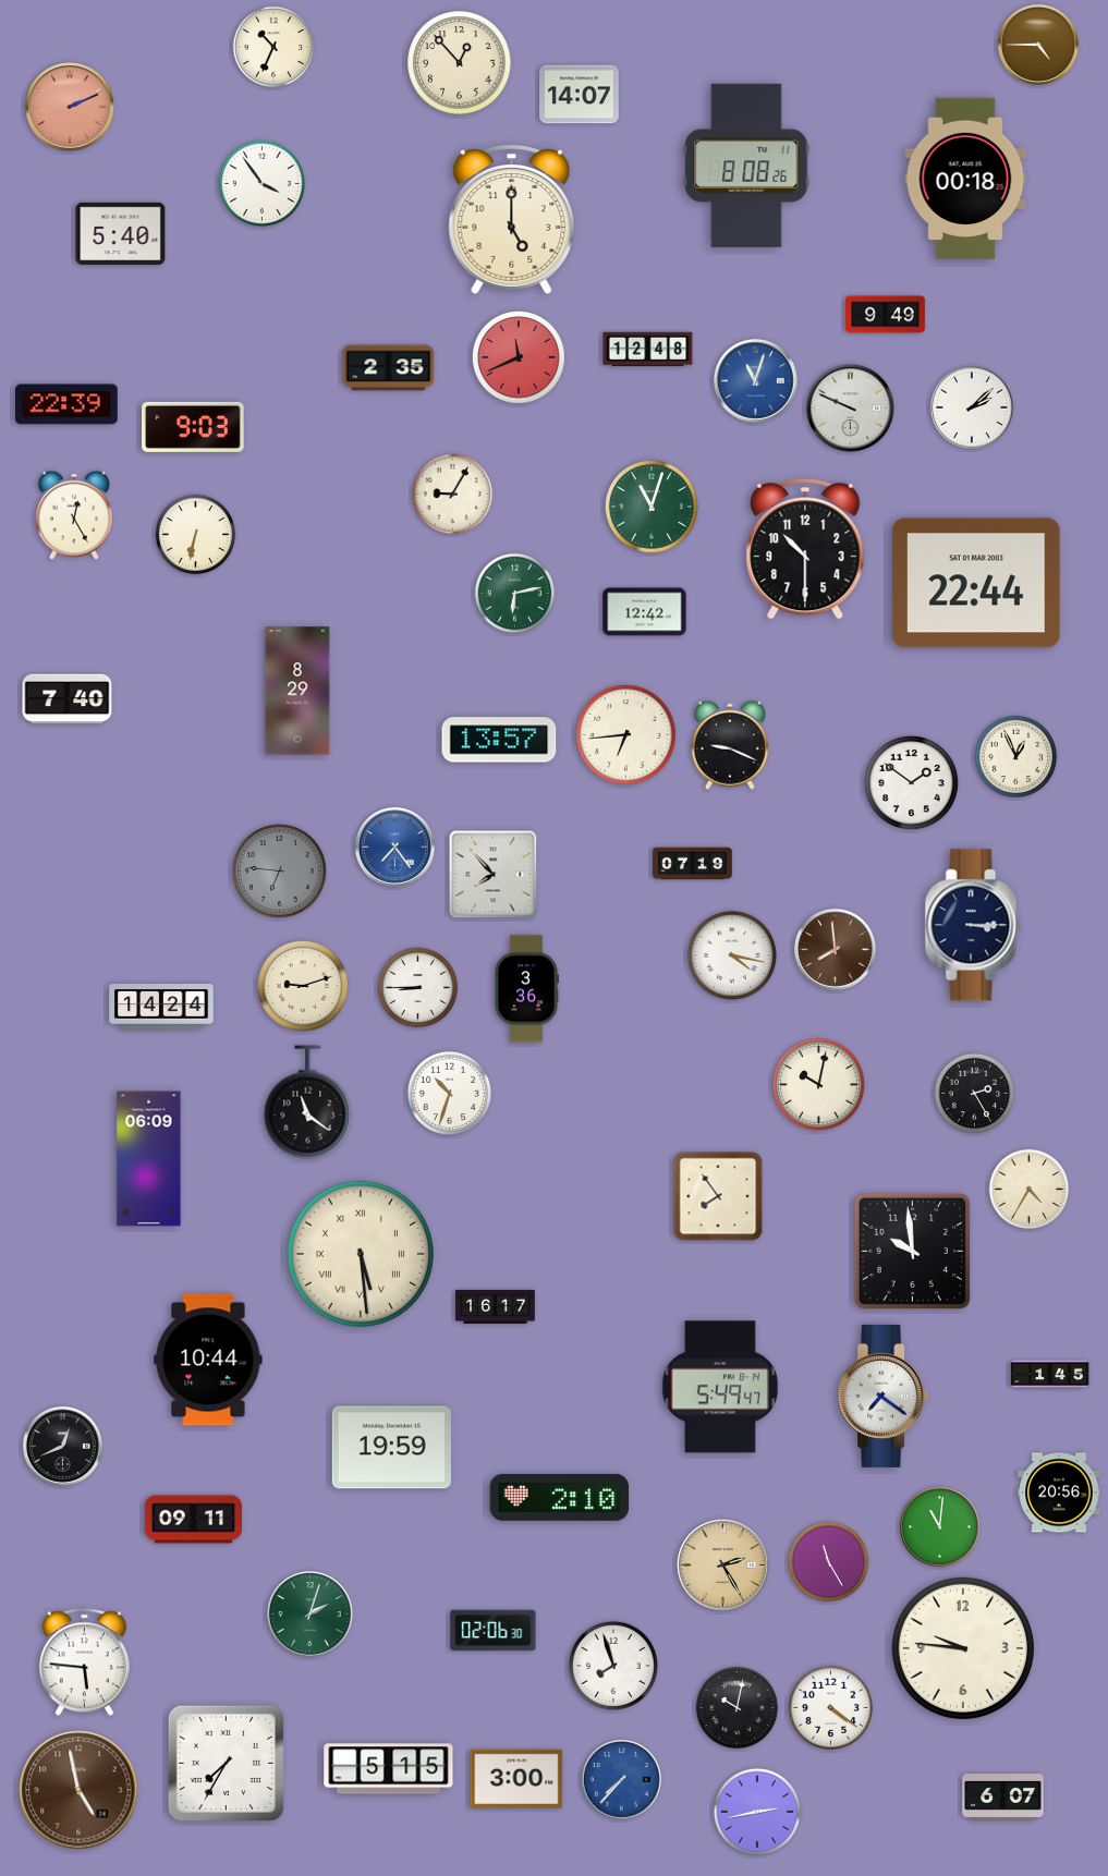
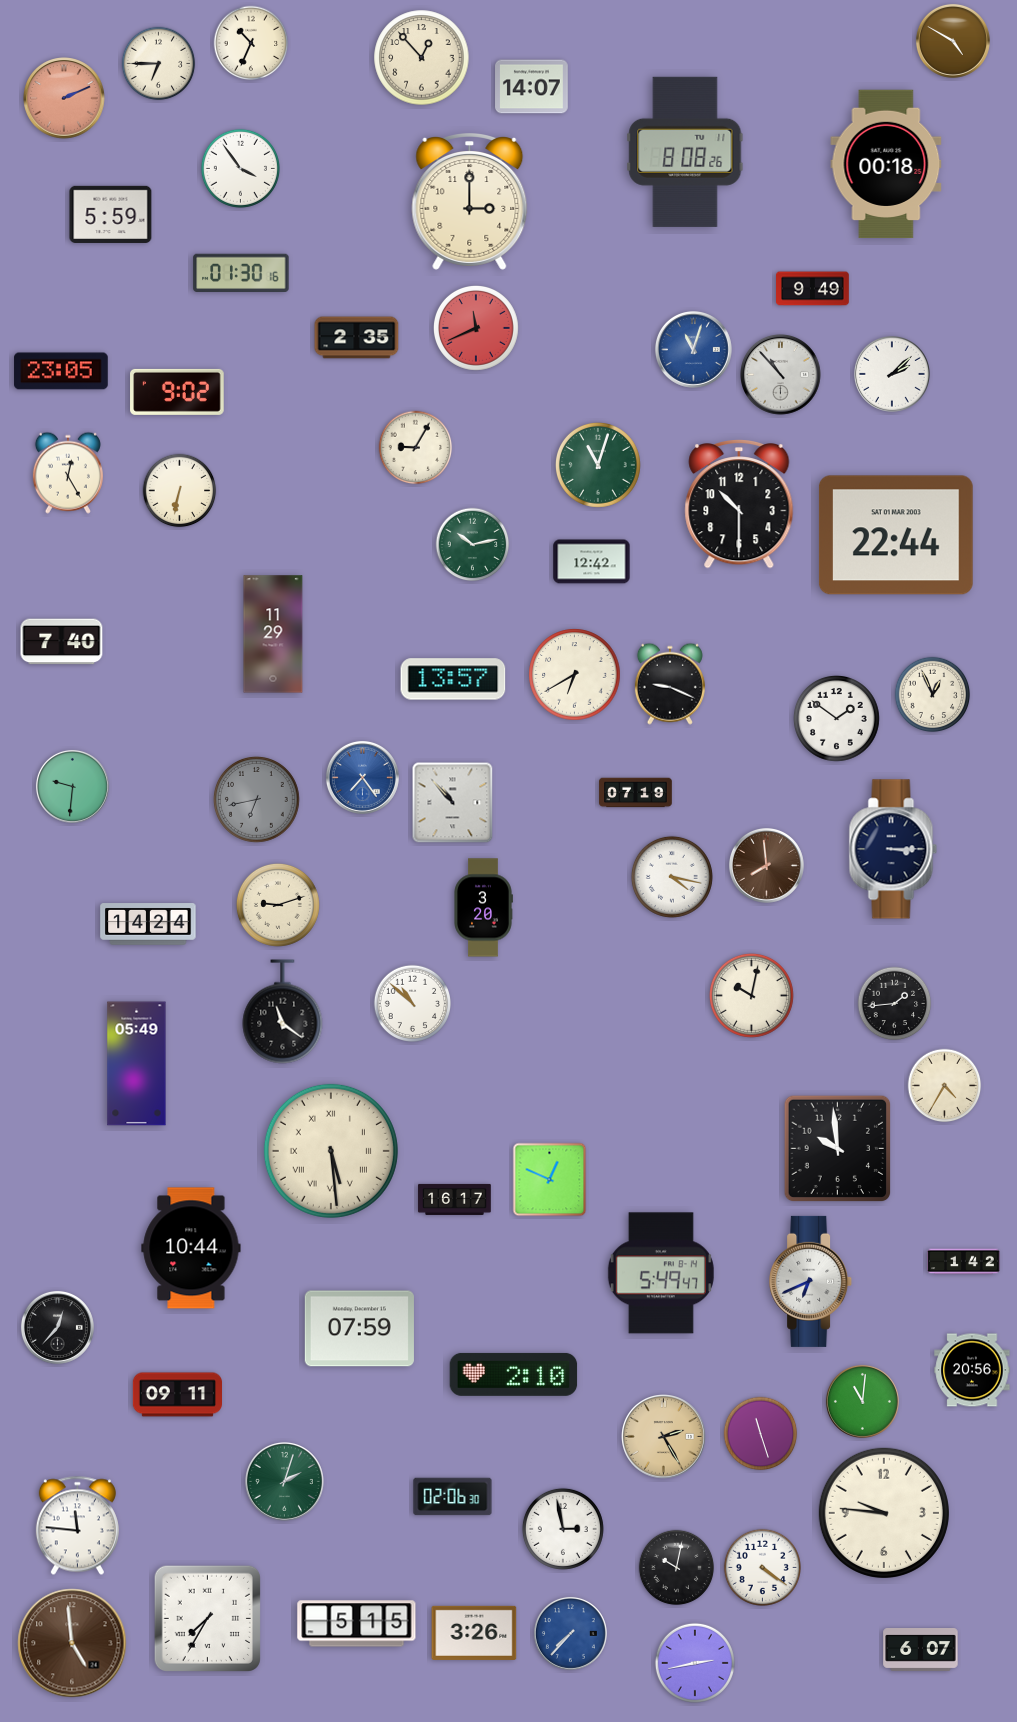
clock at (1038, 45): 4:45 -> 4:50
clock at (159, 64): none -> 6:45
clock at (512, 220): 5:00 -> 3:00
clock at (121, 233): 5:40 -> 5:59
clock at (241, 273): none -> 01:30
clock at (648, 350): 12:48 -> none
clock at (66, 404): 22:39 -> 23:05
clock at (851, 409): 9:49 -> 10:53
clock at (193, 427): 9:03 -> 9:02
clock at (453, 495) position: (453, 495) -> (416, 448)
clock at (515, 594): 6:13 -> 10:13
clock at (297, 691): 8:29 -> 11:29
clock at (626, 735): 6:44 -> 6:40
clock at (499, 740) position: (499, 740) -> (453, 679)
clock at (72, 786): none -> 9:31
clock at (280, 872): 6:46 -> 6:43
clock at (494, 875): 7:53 -> 10:53
clock at (835, 949) position: (835, 949) -> (766, 865)
clock at (418, 988): 8:45 -> none
clock at (526, 989): 3:36 -> 3:20
clock at (449, 1093): 10:33 -> 10:52
clock at (975, 1094): 2:25 -> 1:44
clock at (149, 1159): 06:09 -> 05:49
clock at (1030, 1190) position: (1030, 1190) -> (945, 1086)
clock at (718, 1196): 7:54 -> none
clock at (550, 1180): none -> 12:49
clock at (1050, 1375): 1:45 -> 1:42
clock at (884, 1396): 7:21 -> 6:41
clock at (62, 1446): 12:41 -> 12:37
clock at (391, 1448): 19:59 -> 07:59
clock at (829, 1562): 11:25 -> 11:27
clock at (84, 1662): 5:46 -> 11:46
clock at (613, 1666): 7:57 -> 2:58
clock at (516, 1779): 3:00 -> 3:26
clock at (78, 1790): 4:58 -> 4:59
